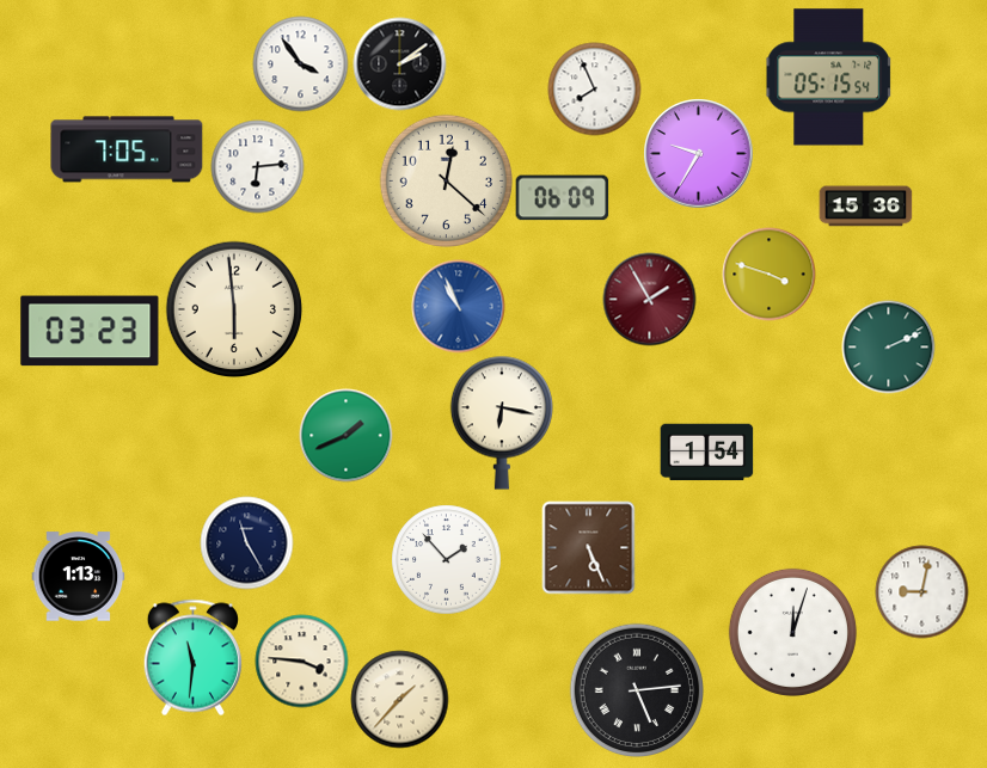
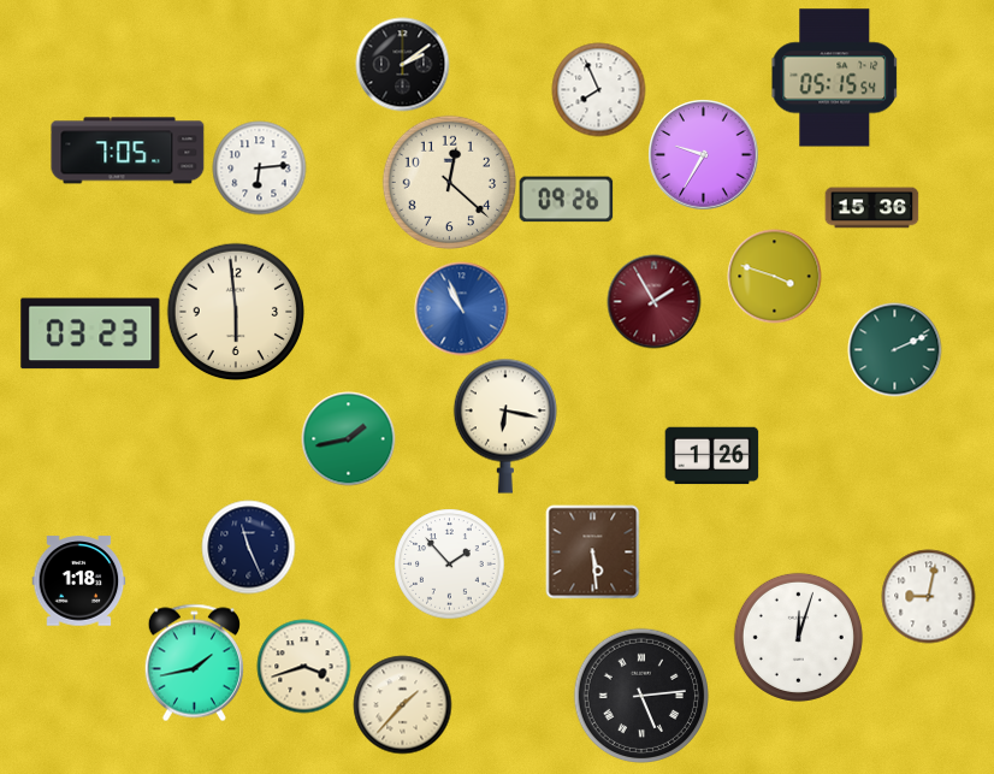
clock at (300, 63): 3:54 -> none
clock at (562, 198): 06:09 -> 09:26
clock at (345, 435): 1:41 -> 1:43
clock at (706, 453): 1:54 -> 1:26
clock at (246, 542): 11:25 -> 11:26
clock at (588, 547): 5:26 -> 5:29
clock at (78, 577): 1:13 -> 1:18
clock at (192, 657): 11:31 -> 1:43
clock at (301, 661): 3:46 -> 3:42
